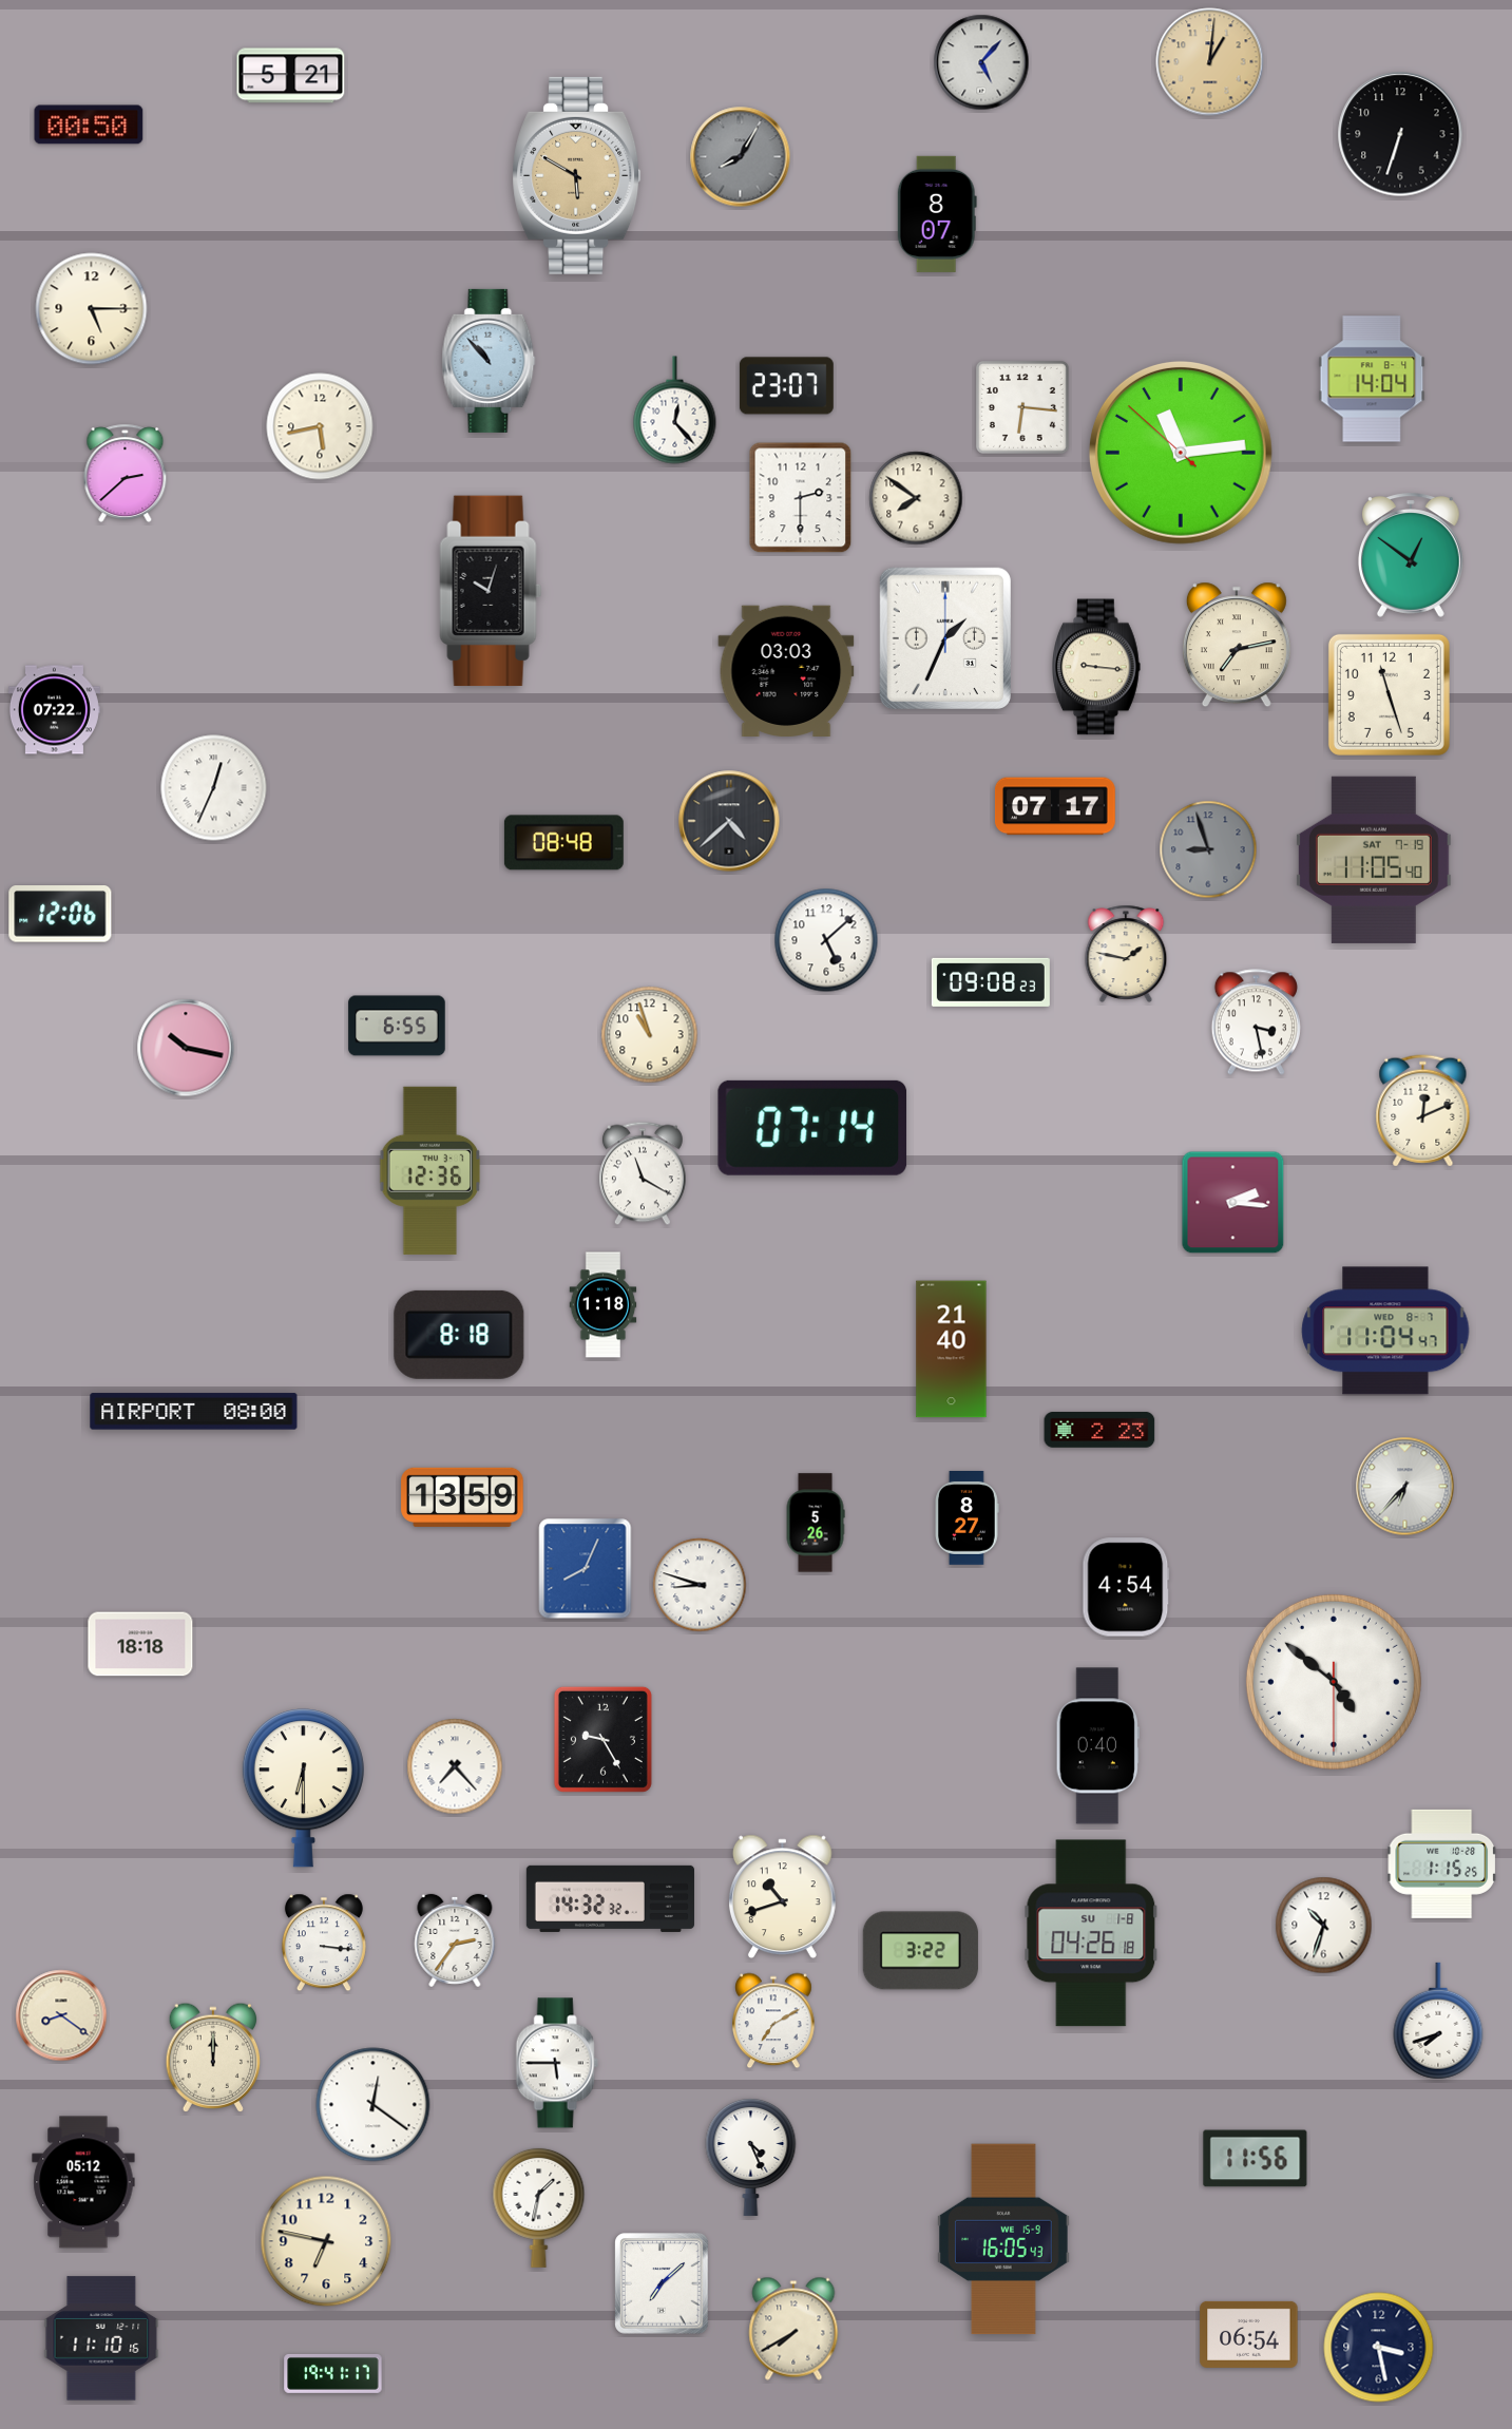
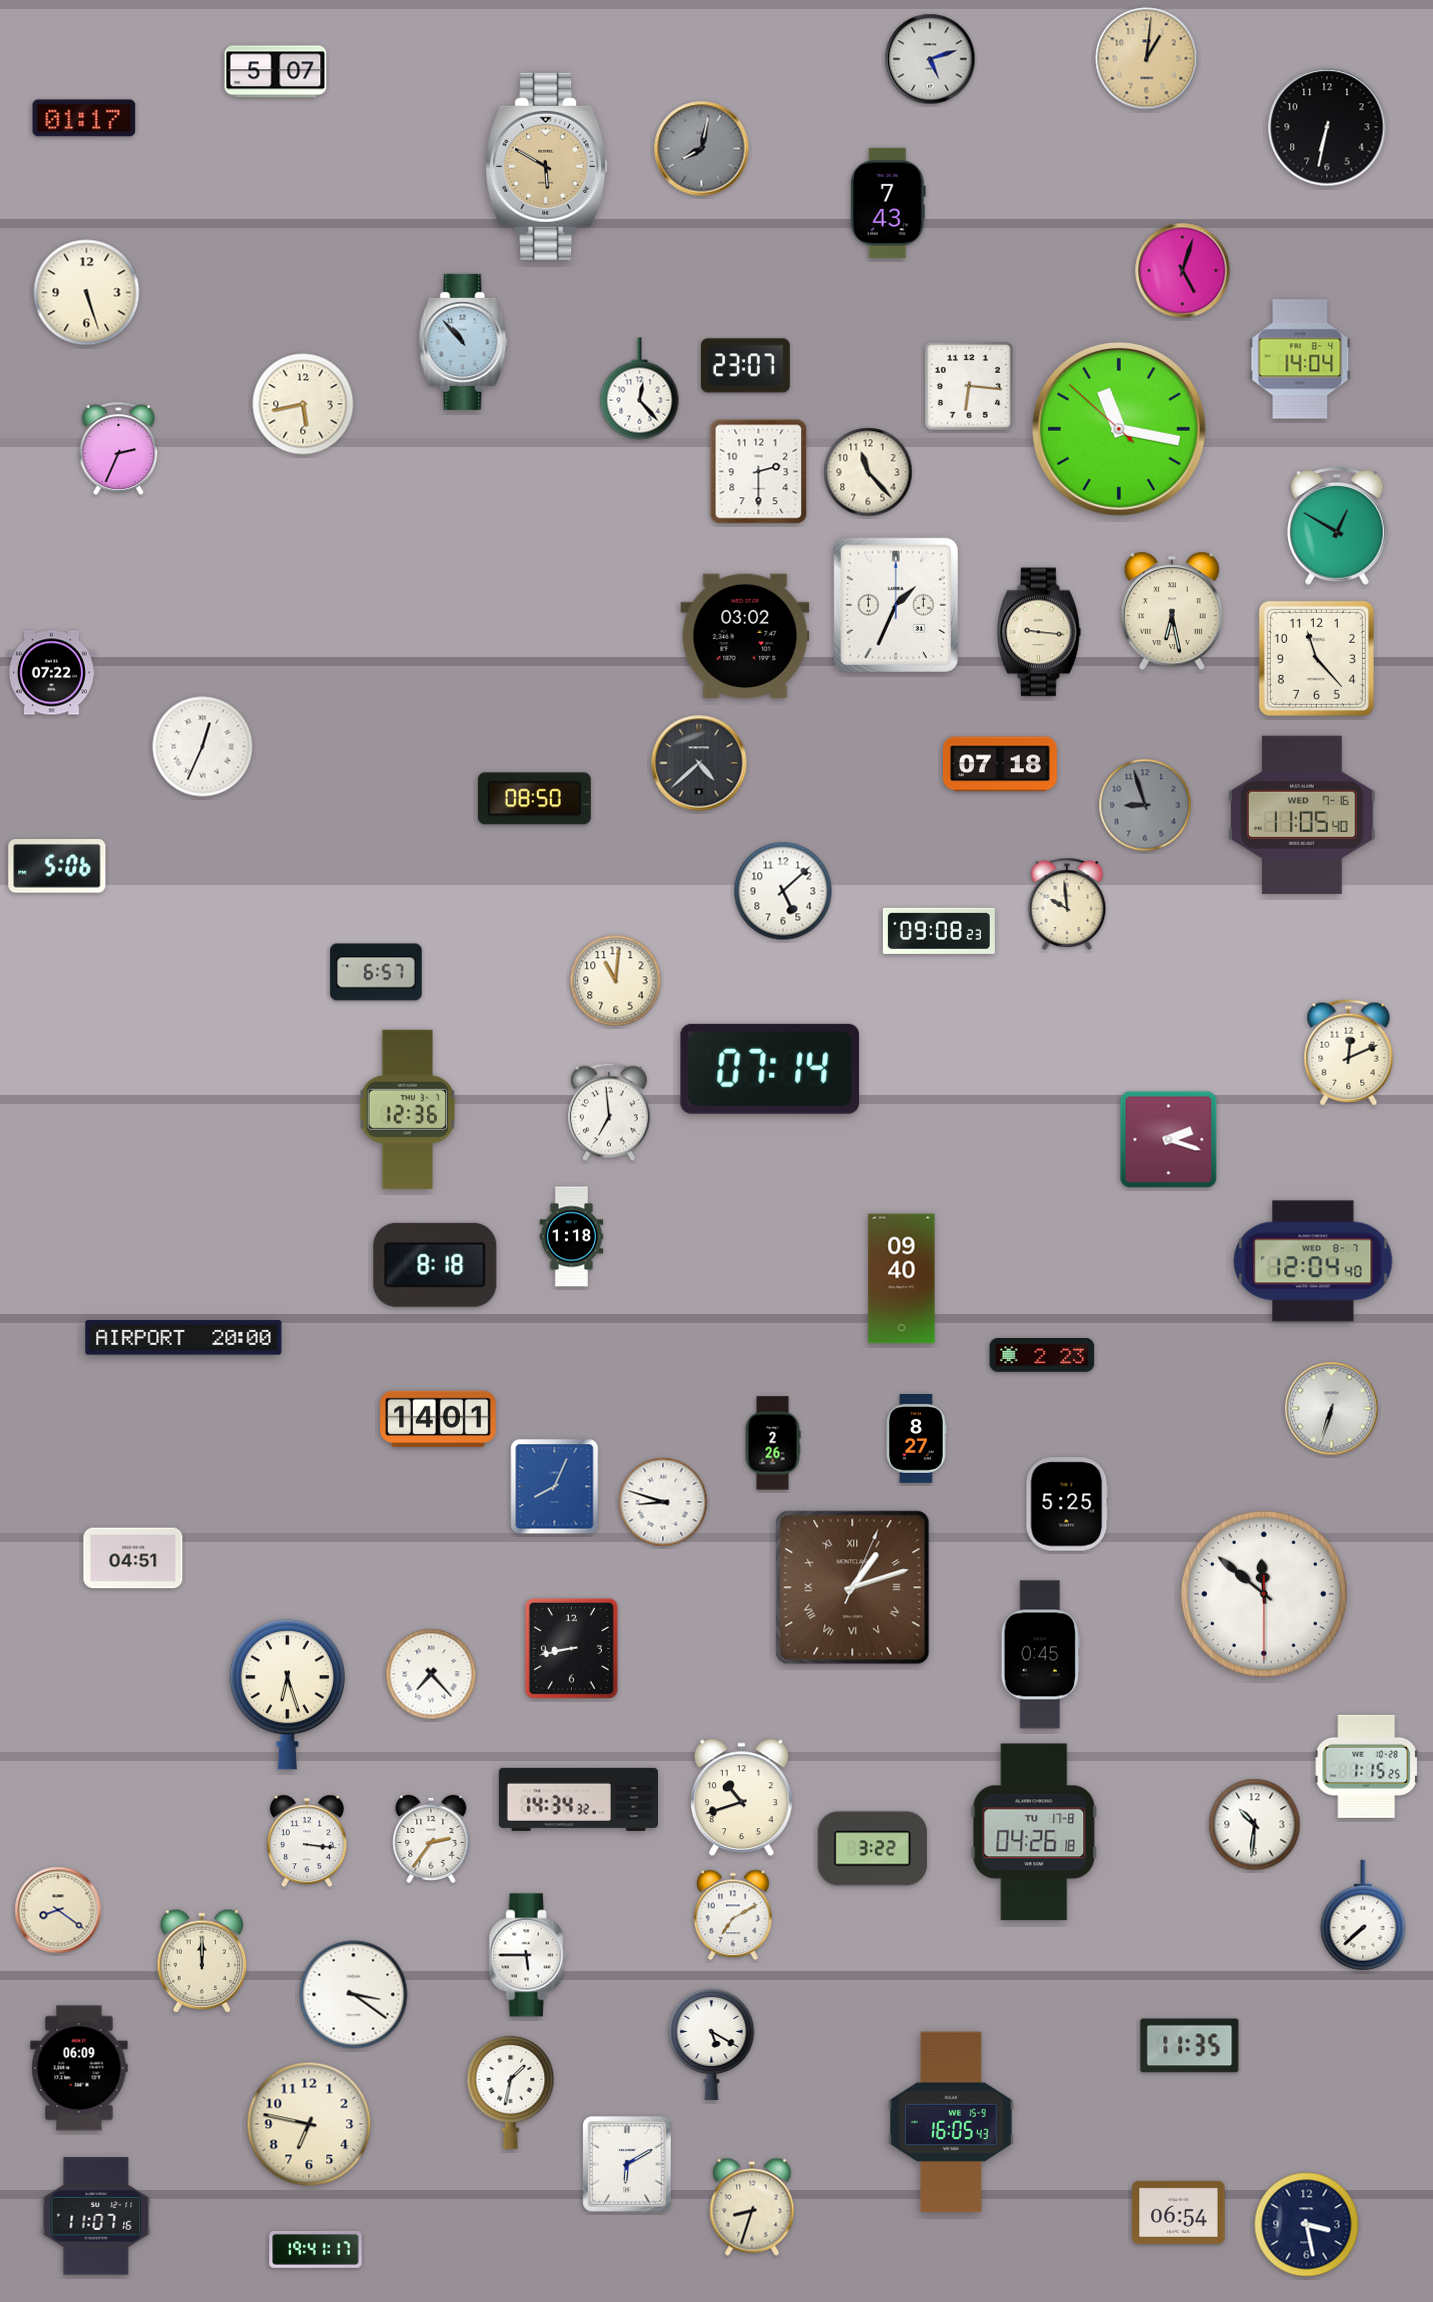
clock at (981, 62): 5:07 -> 5:12
clock at (291, 76): 5:21 -> 5:07
clock at (89, 125): 00:50 -> 01:17
clock at (1400, 134): 6:33 -> 6:32
clock at (741, 157): 8:05 -> 8:02
clock at (937, 214): 8:07 -> 7:43
clock at (1183, 271): none -> 5:03
clock at (92, 309): 5:15 -> 5:27
clock at (1181, 453): 11:13 -> 11:16
clock at (126, 473): 2:38 -> 2:34
clock at (916, 498): 7:51 -> 11:23
clock at (1411, 555): 12:51 -> 12:50
clock at (491, 591): 10:03 -> none
clock at (1237, 645): 7:13 -> 6:28
clock at (786, 670): 03:03 -> 03:02
clock at (1389, 694): 11:27 -> 11:23
clock at (1055, 806): 07:17 -> 07:18
clock at (729, 821) position: (729, 821) -> (699, 763)
clock at (563, 843): 08:48 -> 08:50
clock at (1374, 860) date: SAT 7-19 -> WED 7-16
clock at (60, 914): 12:06 -> 5:06
clock at (1126, 954): 1:47 -> 9:59
clock at (1256, 1022): 3:28 -> none
clock at (397, 1026): 6:55 -> 6:57
clock at (650, 1035): 10:57 -> 11:01
clock at (186, 1048): 10:17 -> none
clock at (643, 1173): 11:20 -> 6:59
clock at (1233, 1203): 2:16 -> 2:18
clock at (1385, 1331): 11:04 -> 12:04
clock at (952, 1350): 21:40 -> 09:40
clock at (194, 1412): 08:00 -> 20:00
clock at (1405, 1487): 6:37 -> 6:33
clock at (462, 1497): 13:59 -> 14:01
clock at (816, 1523): 5:26 -> 2:26
clock at (1126, 1587): 4:54 -> 5:25
clock at (140, 1644): 18:18 -> 04:51
clock at (853, 1588): none -> 1:12
clock at (1334, 1682): 4:51 -> 11:51
clock at (602, 1739): 9:25 -> 8:43
clock at (1097, 1746): 0:40 -> 0:45
clock at (303, 1789): 6:30 -> 6:27
clock at (610, 1898): 14:32 -> 14:34
clock at (1324, 1926): 10:33 -> 10:31
clock at (1091, 1933) date: SU 1-8 -> TU 17-8
clock at (1438, 2021): 7:42 -> 7:38
clock at (213, 2057) position: (213, 2057) -> (202, 1960)
clock at (374, 2105): 12:21 -> 3:21
clock at (751, 2157): 4:26 -> 5:20
clock at (1256, 2159): 11:56 -> 11:35
clock at (83, 2182): 05:12 -> 06:09
clock at (662, 2283): 7:08 -> 6:10
clock at (793, 2329): 7:40 -> 8:33
clock at (1249, 2334) position: (1249, 2334) -> (1179, 2212)
clock at (101, 2338): 11:10 -> 11:07
